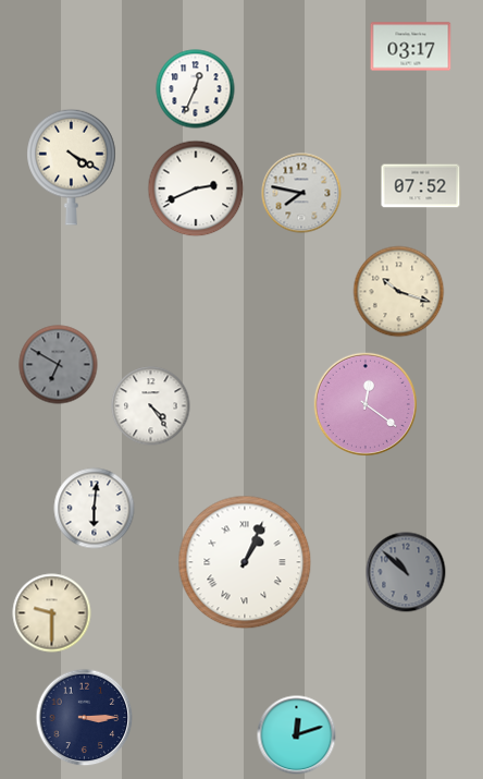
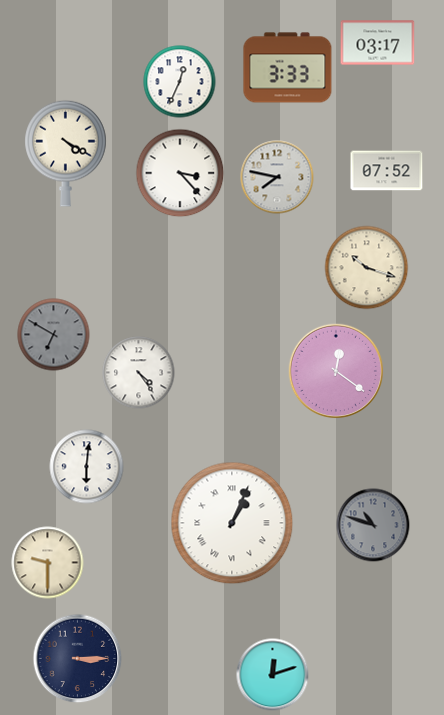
clock at (288, 68): none -> 3:33
clock at (196, 188): 2:41 -> 3:23
clock at (245, 562) position: (245, 562) -> (232, 523)
clock at (406, 572): 10:52 -> 10:48
